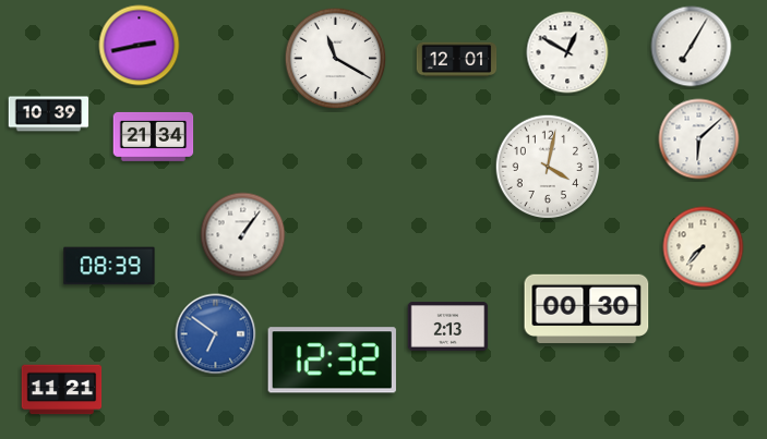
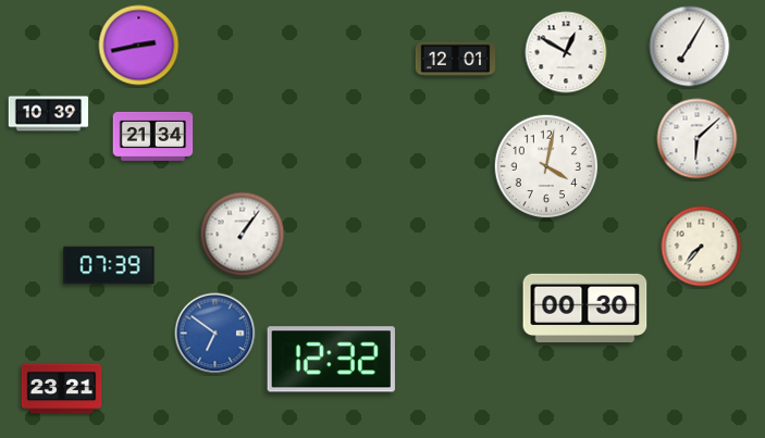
clock at (336, 59): 11:20 -> none
clock at (109, 266): 08:39 -> 07:39
clock at (448, 327): 2:13 -> none
clock at (62, 390): 11:21 -> 23:21
